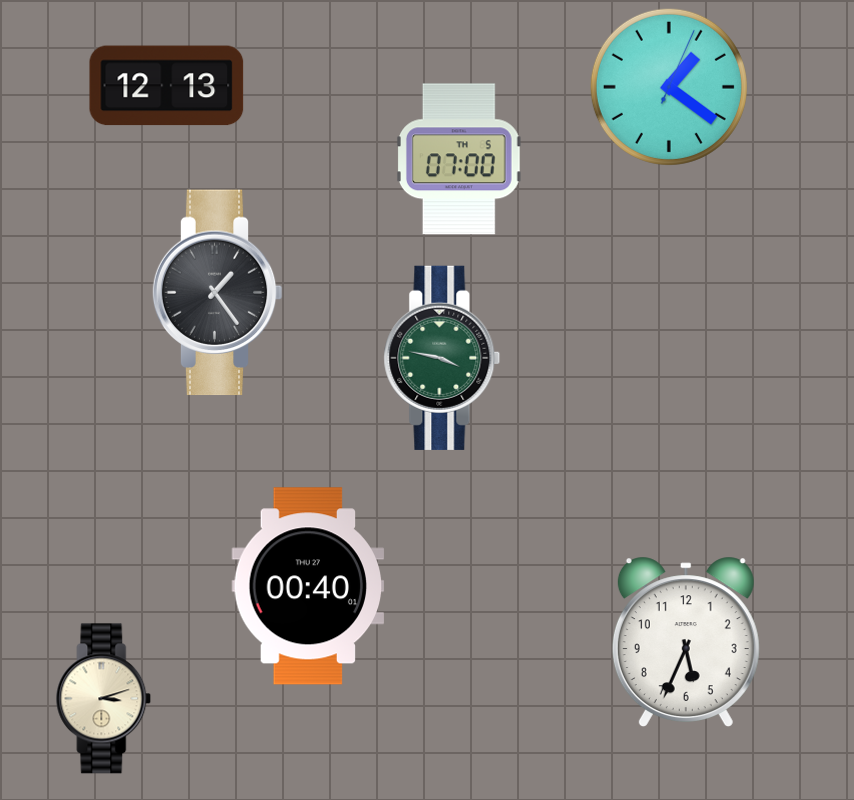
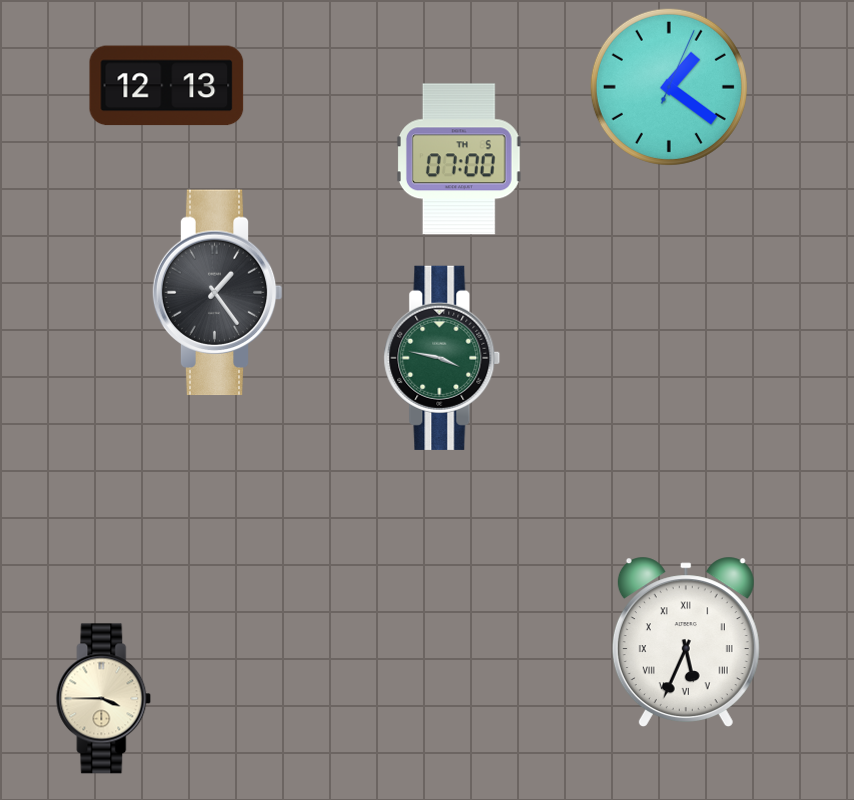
clock at (308, 586): 00:40 -> none
clock at (686, 641) numerals: Arabic -> Roman
clock at (104, 699): 3:12 -> 3:45
